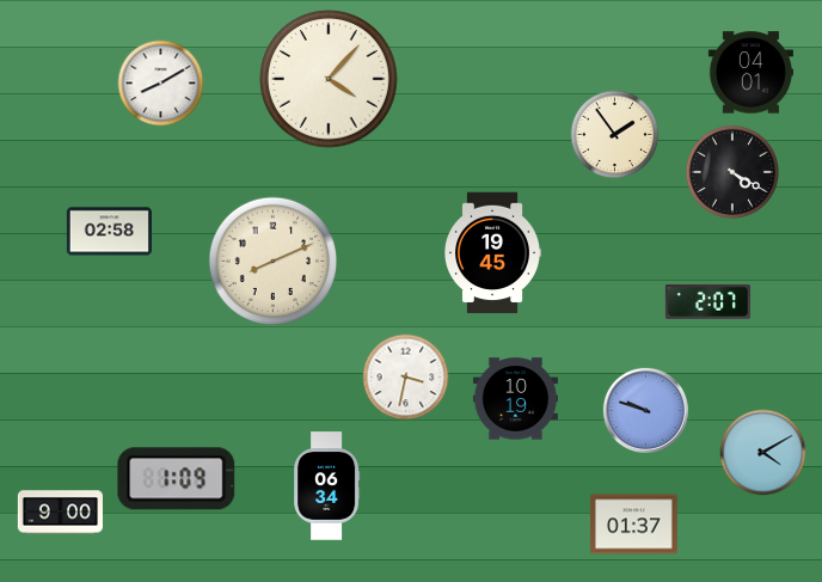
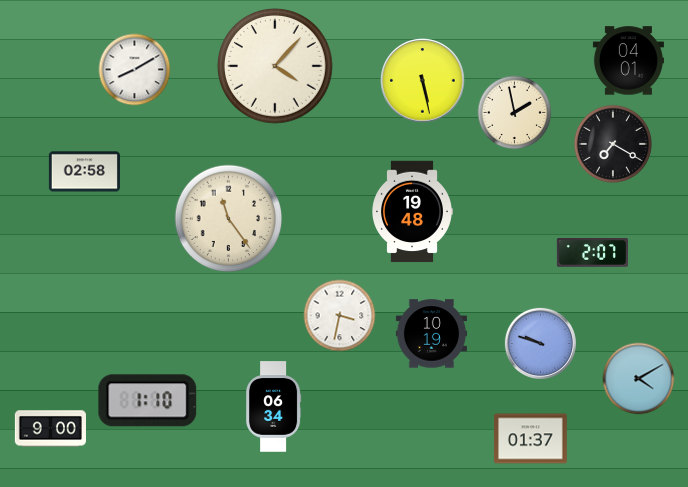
clock at (423, 81): none -> 5:28
clock at (615, 135): 1:54 -> 1:58
clock at (732, 172): 4:20 -> 7:20
clock at (109, 232) position: (109, 232) -> (84, 172)
clock at (493, 253): 19:45 -> 19:48
clock at (274, 262): 8:11 -> 11:24
clock at (177, 479): 1:09 -> 1:10
